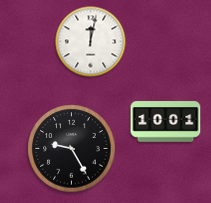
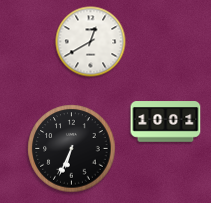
clock at (91, 42): 12:02 -> 12:40
clock at (72, 149): 9:25 -> 6:34
